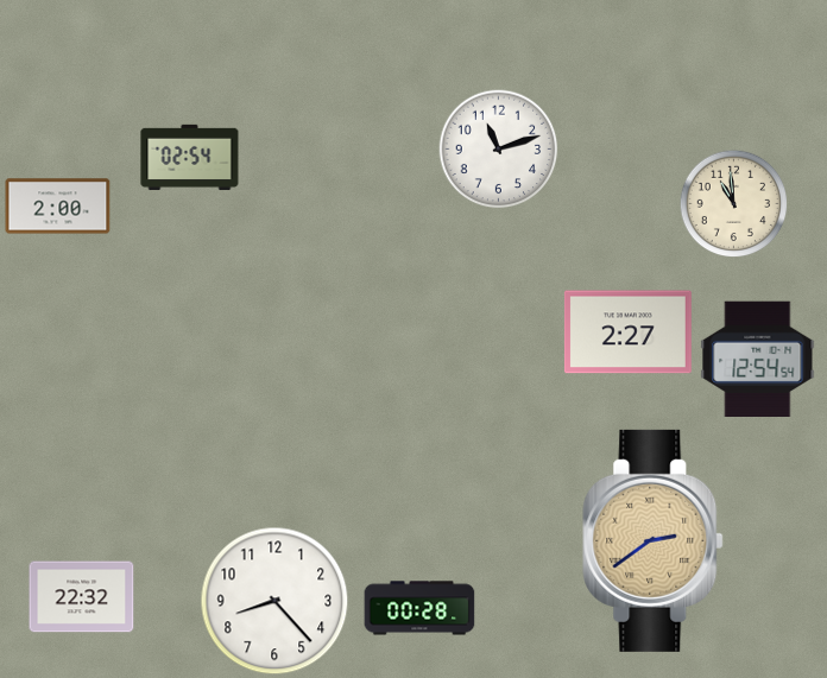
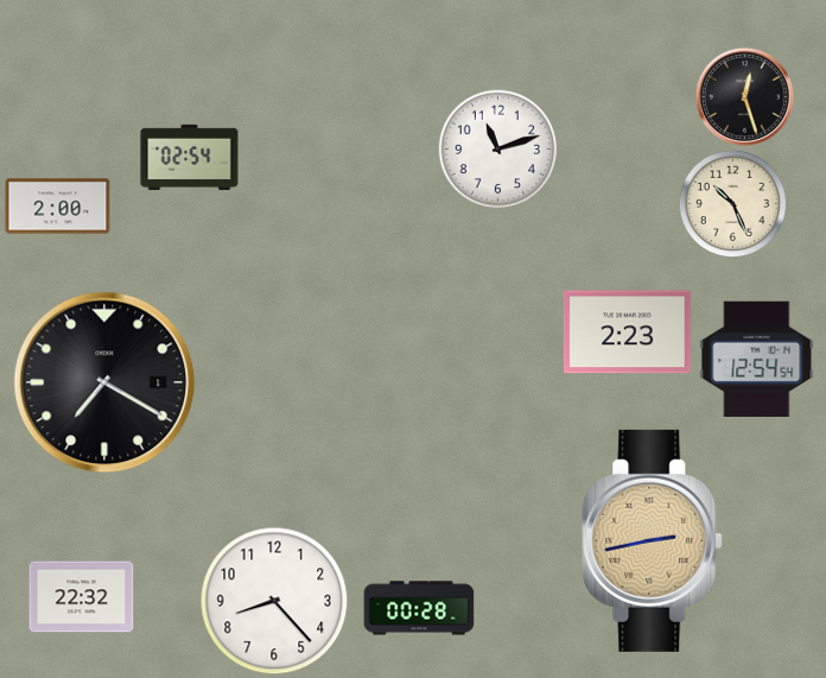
clock at (744, 96): none -> 12:27
clock at (733, 203): 10:59 -> 10:26
clock at (627, 332): 2:27 -> 2:23
clock at (104, 382): none -> 7:20
clock at (654, 540): 2:39 -> 2:43
